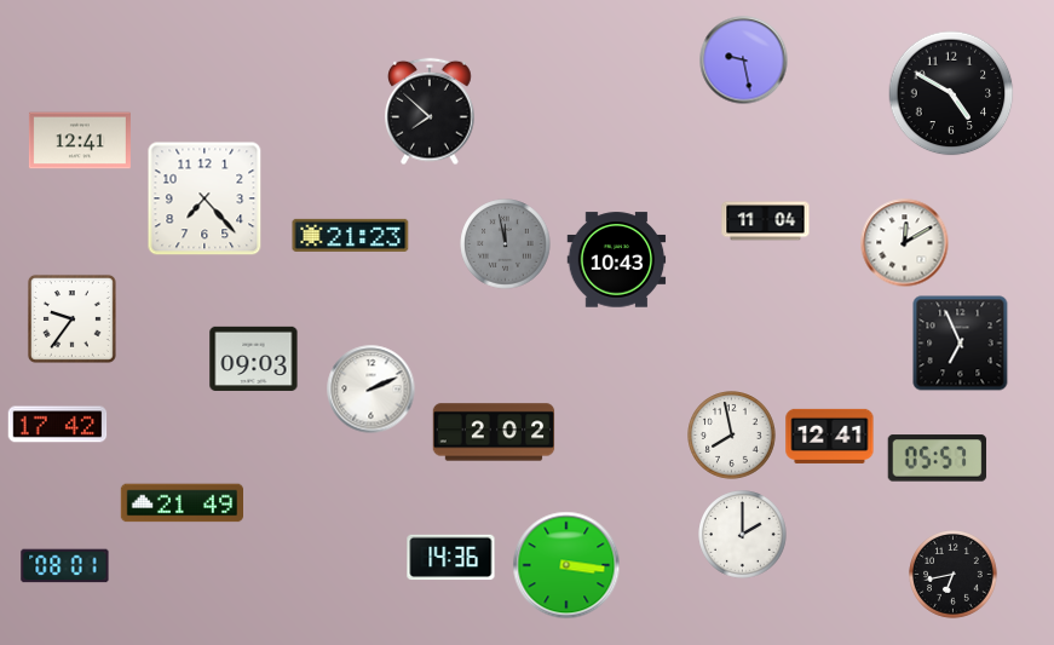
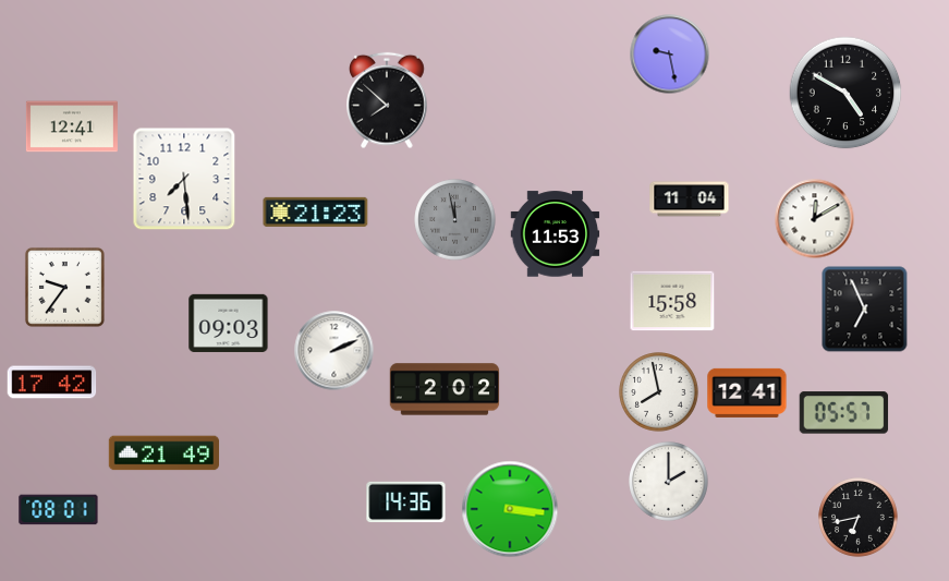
clock at (951, 93) position: (951, 93) -> (845, 93)
clock at (205, 198): 7:23 -> 7:29
clock at (617, 260): 10:43 -> 11:53
clock at (672, 301): none -> 15:58
